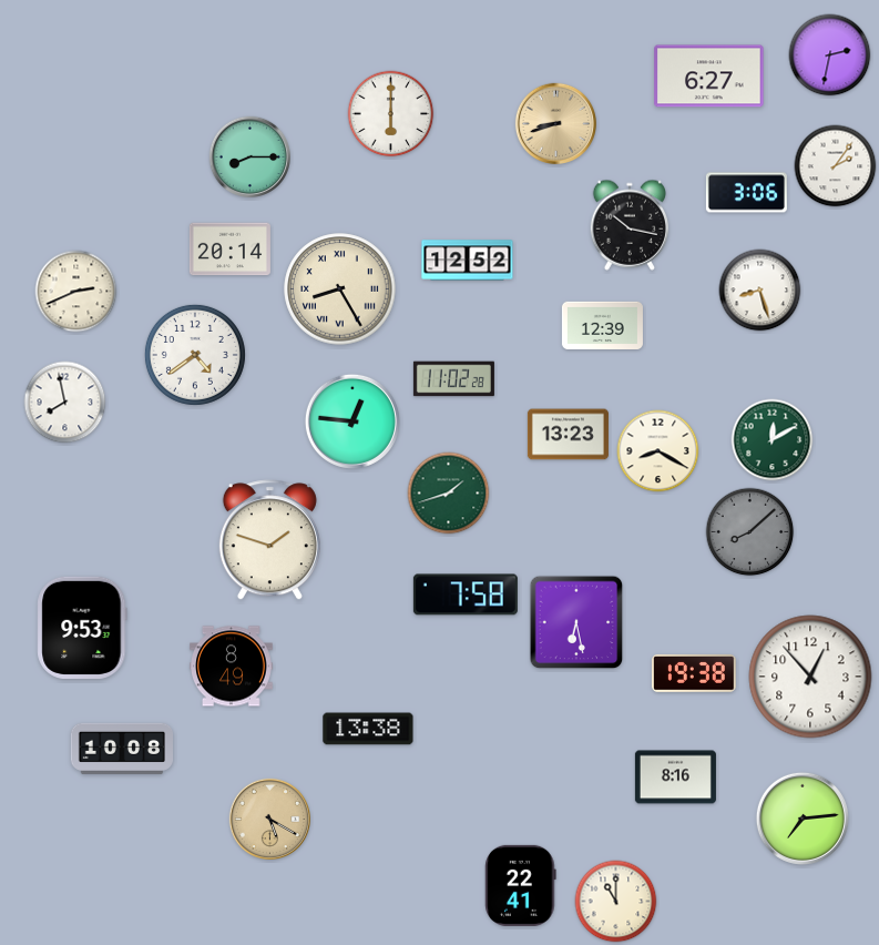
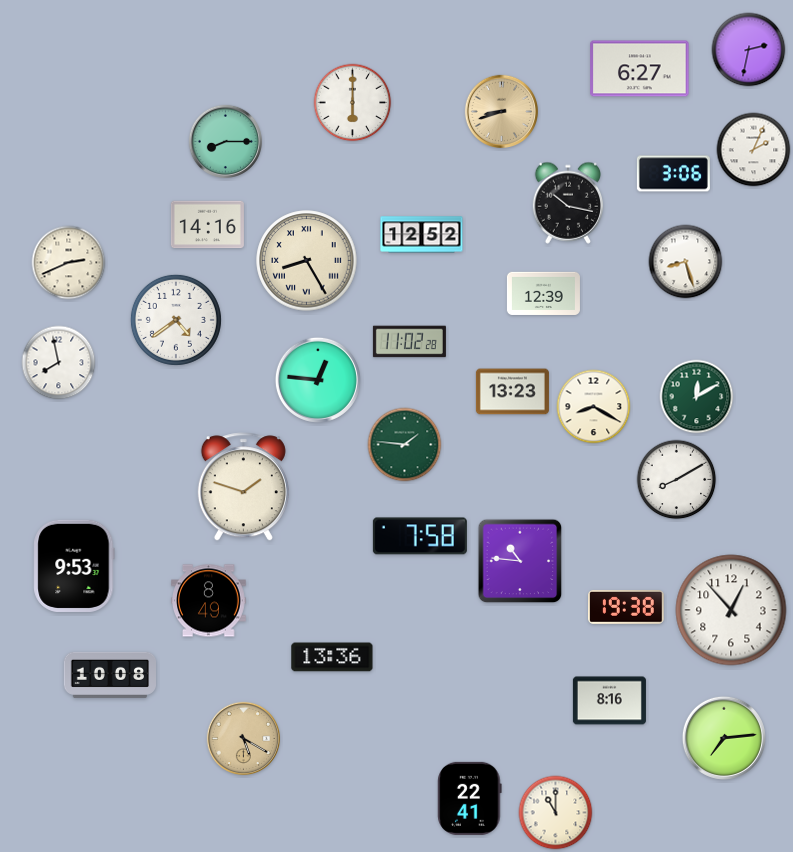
clock at (836, 166): 2:06 -> 2:04
clock at (229, 250): 20:14 -> 14:16
clock at (449, 494): 1:42 -> 1:46
clock at (750, 532): 8:08 -> 8:10
clock at (750, 532) dial: grey -> white
clock at (576, 622): 6:28 -> 10:46
clock at (368, 729): 13:38 -> 13:36
